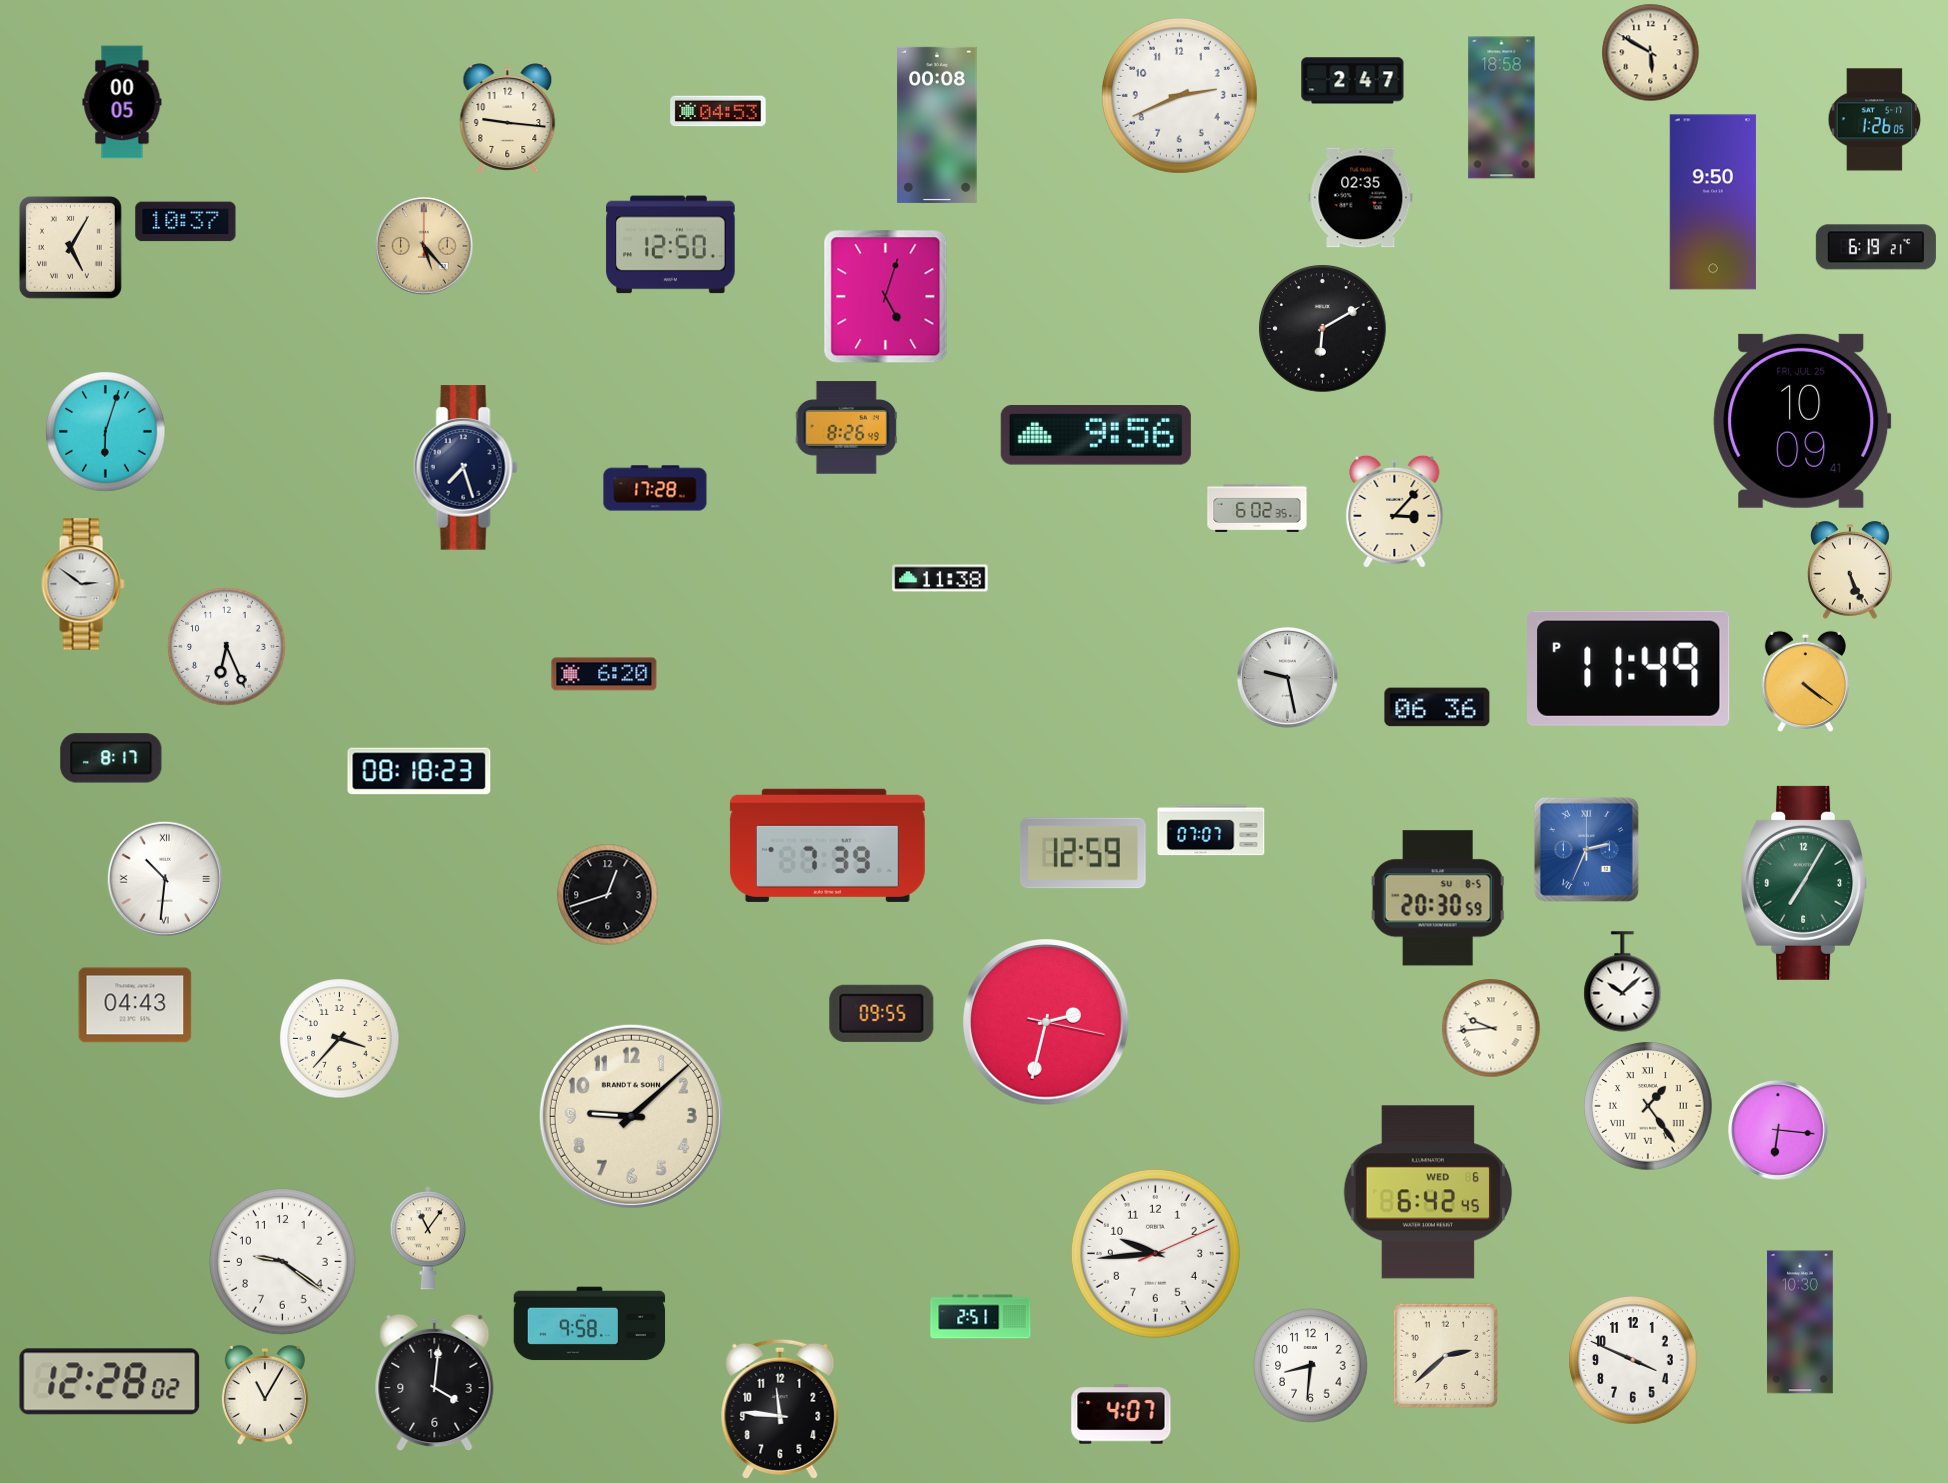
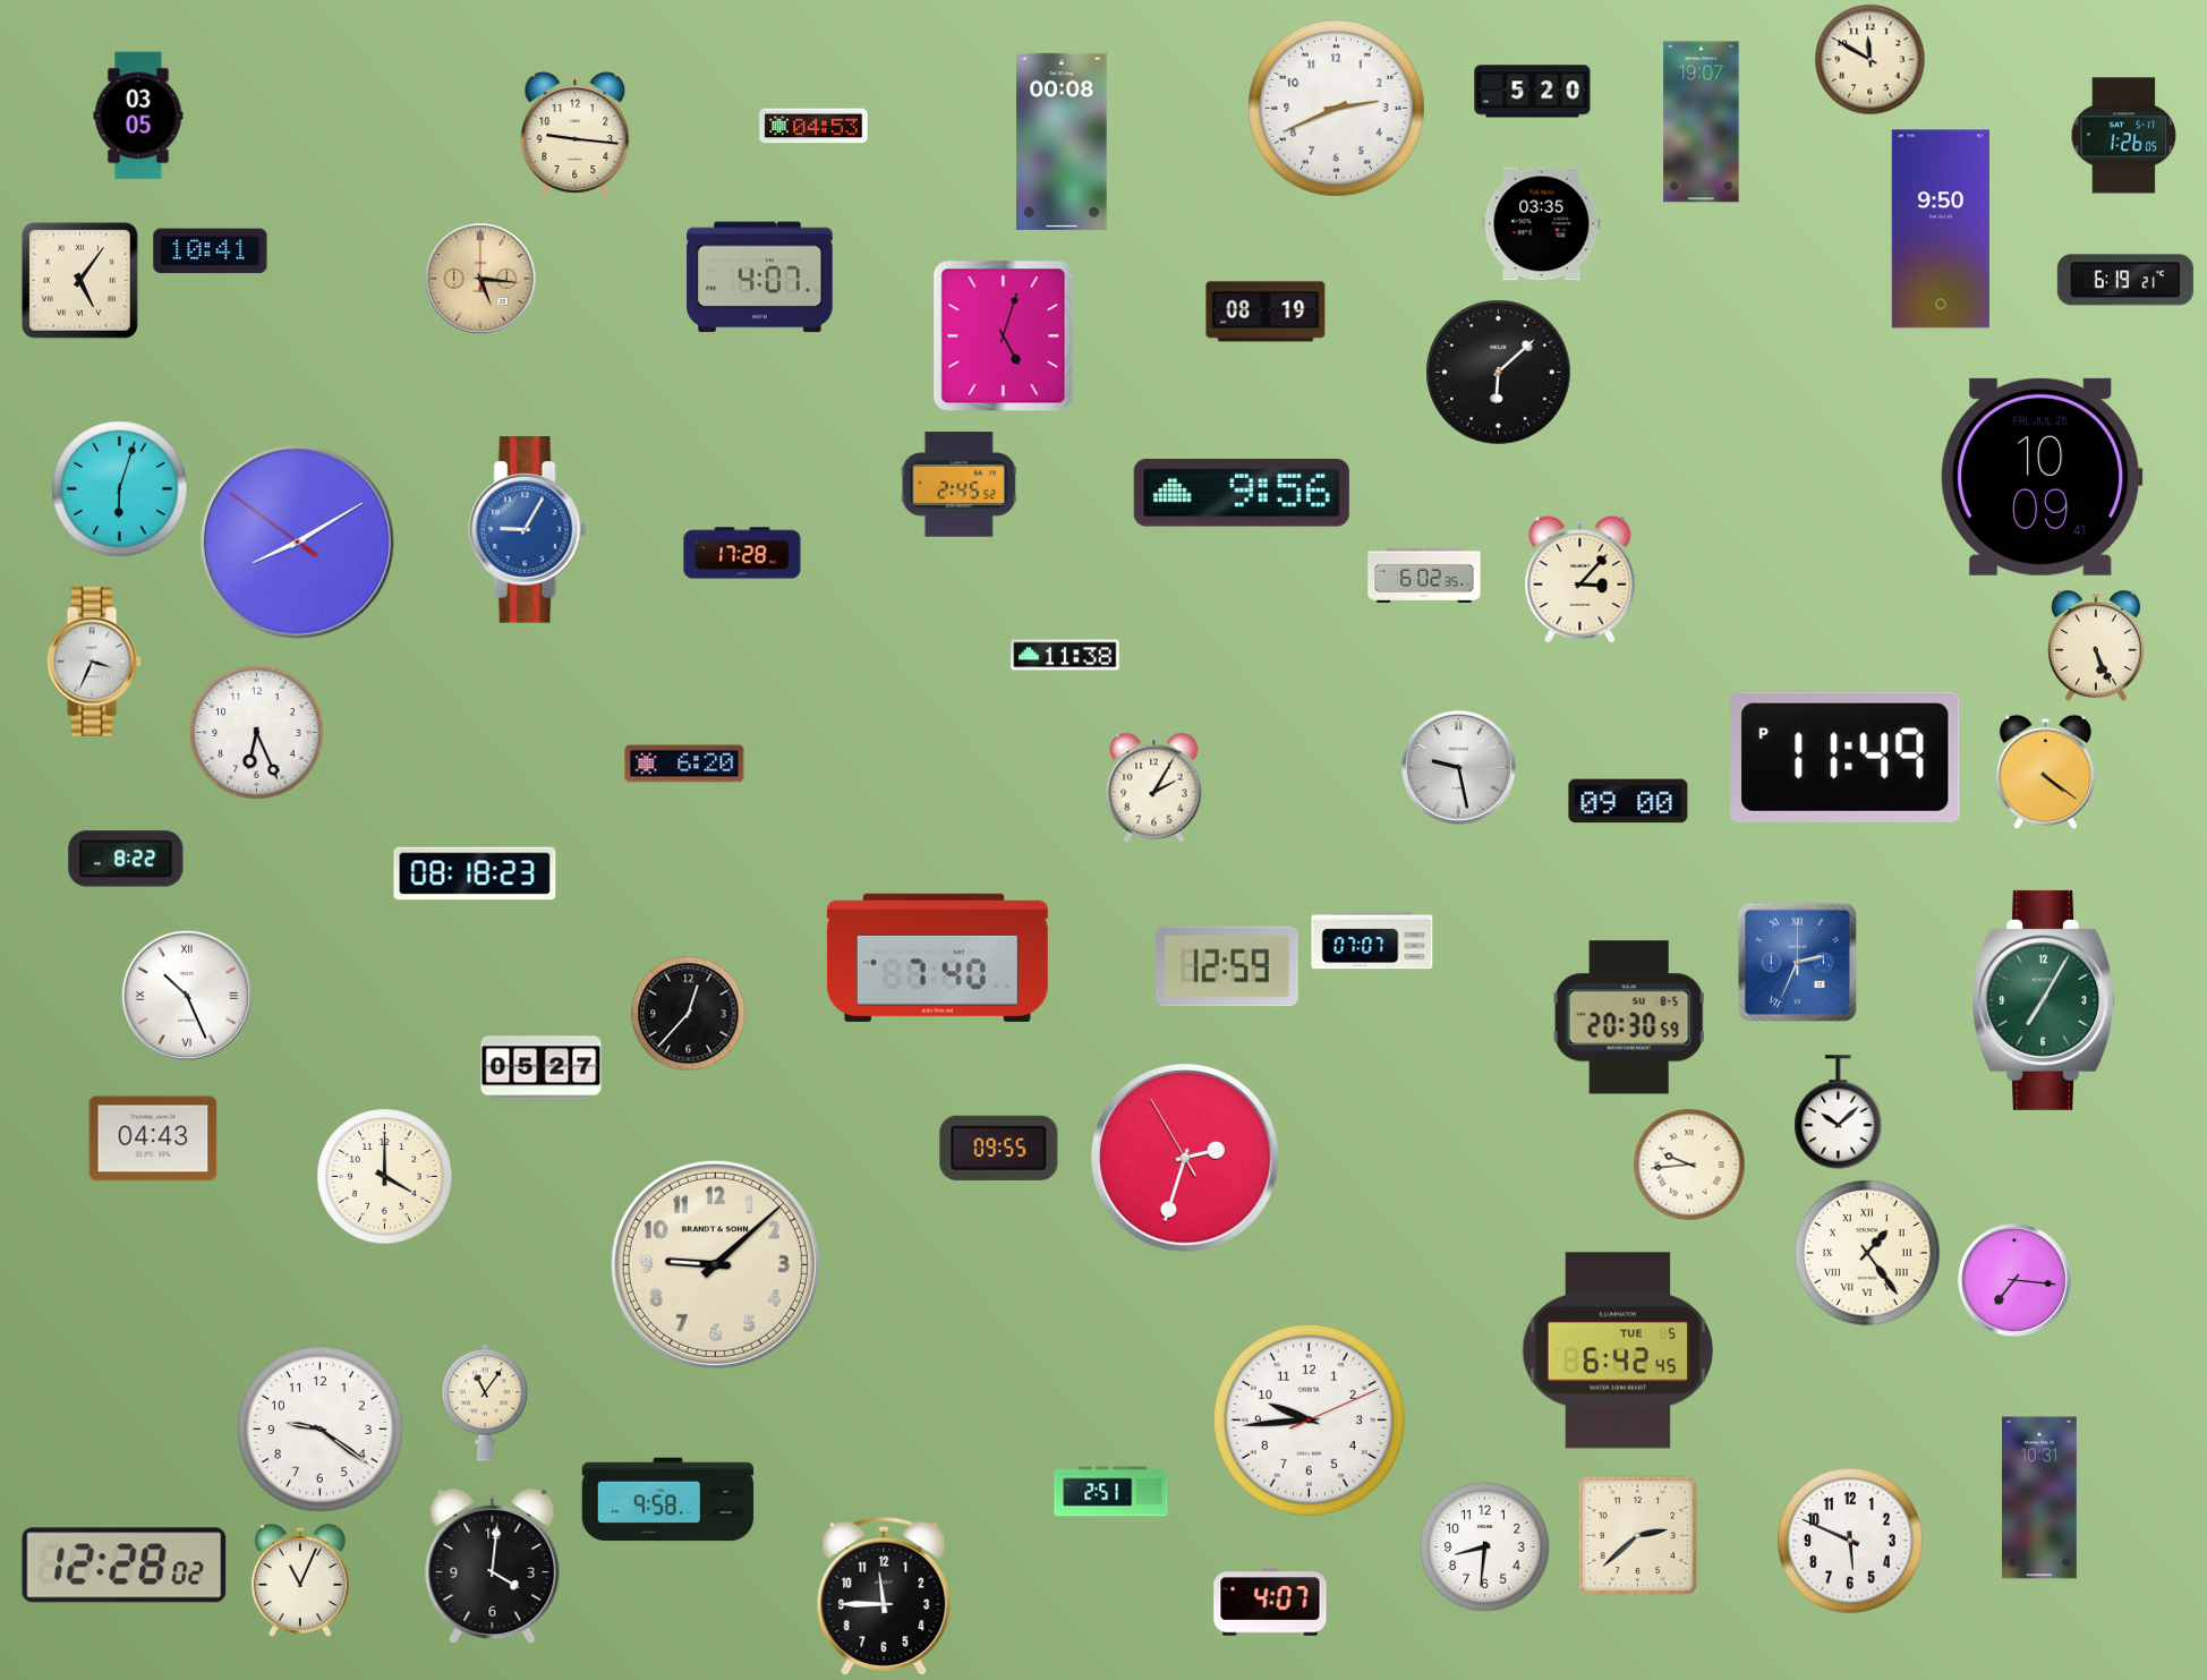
clock at (1651, 53): 5:50 -> 11:50
clock at (1353, 81): 2:47 -> 5:20
clock at (122, 102): 00:05 -> 03:05
clock at (1502, 108): 18:58 -> 19:07
clock at (1361, 198): 02:35 -> 03:35
clock at (186, 222): 10:37 -> 10:41
clock at (671, 245): 12:50 -> 4:07
clock at (424, 246): 5:23 -> 5:16
clock at (70, 247): 5:05 -> 5:06
clock at (1266, 312): none -> 08:19
clock at (1323, 329): 6:10 -> 6:08
clock at (846, 428): 8:26 -> 2:45
clock at (465, 468): 7:27 -> 9:05
clock at (465, 468) dial: navy -> blue
clock at (297, 541): none -> 8:09
clock at (83, 584): 2:51 -> 3:34
clock at (1154, 787): none -> 2:05
clock at (1437, 707): 06:36 -> 09:00
clock at (111, 758): 8:17 -> 8:22
clock at (827, 845): 7:39 -> 7:40
clock at (165, 879): 10:31 -> 10:26
clock at (608, 895): 12:42 -> 12:37
clock at (542, 1068): none -> 05:27
clock at (1046, 1022): 2:32:17 -> 2:32:55
clock at (340, 1039): 3:37 -> 4:00
clock at (1778, 1130): 6:16 -> 7:16
clock at (1428, 1192) date: WED 6 -> TUE 5
clock at (1801, 1322): 10:30 -> 10:31
clock at (1633, 1360): 3:49 -> 5:49
clock at (265, 1395): 11:05 -> 11:04
clock at (780, 1409): 11:46 -> 11:45
